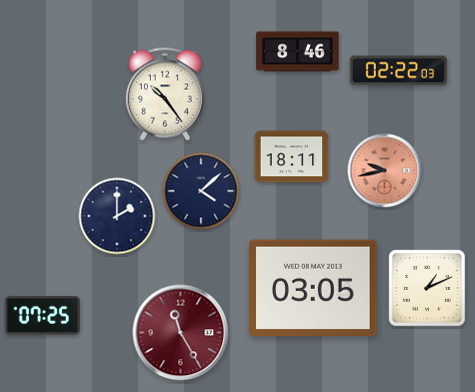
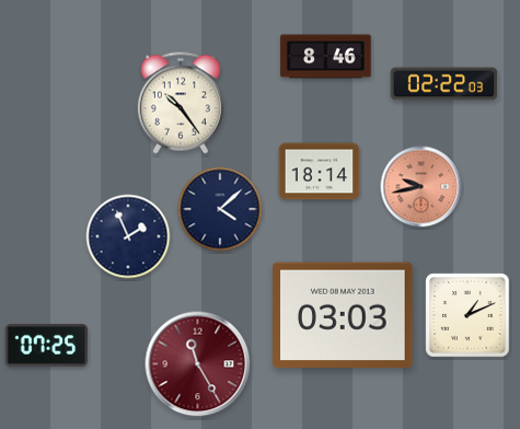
clock at (399, 71) position: (399, 71) -> (444, 84)
clock at (292, 157): 18:11 -> 18:14
clock at (117, 216): 2:00 -> 1:56
clock at (313, 288): 03:05 -> 03:03
